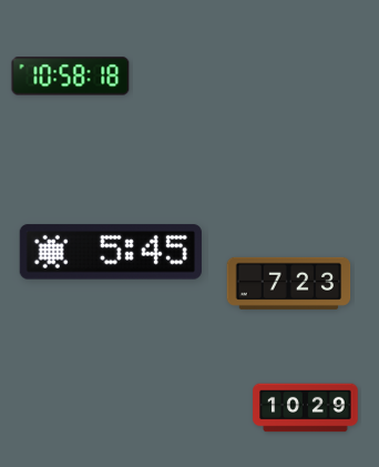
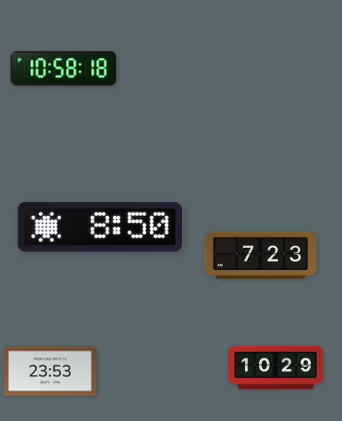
clock at (111, 252): 5:45 -> 8:50
clock at (50, 371): none -> 23:53
